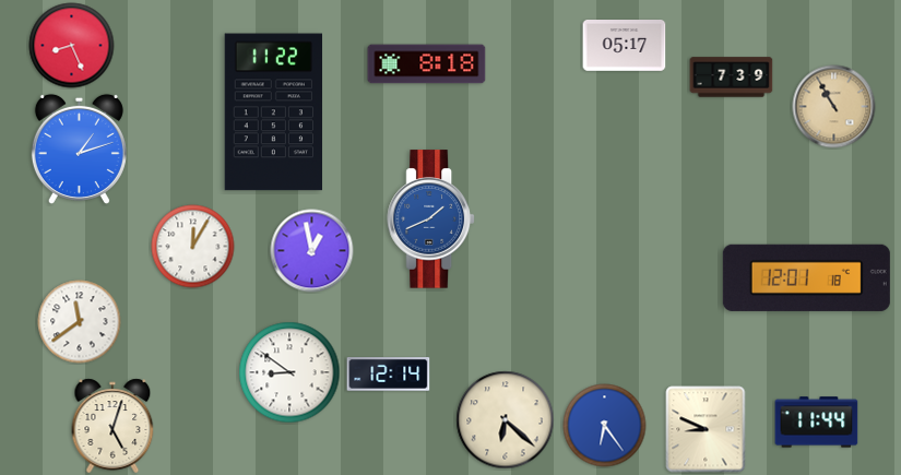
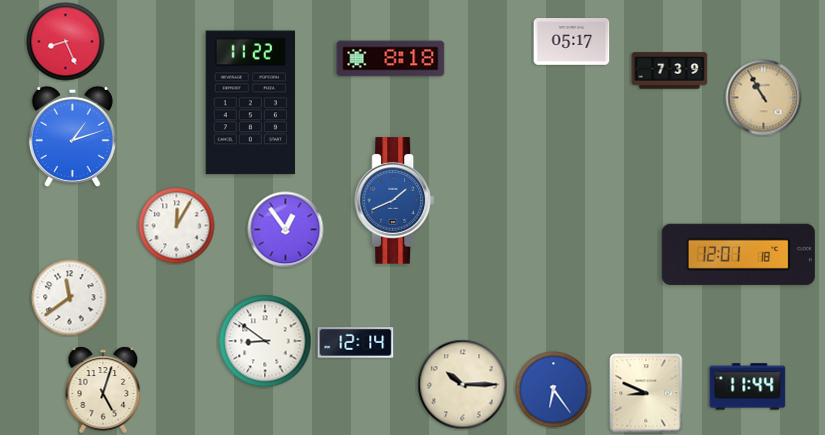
clock at (312, 251): 12:58 -> 12:54
clock at (80, 322) position: (80, 322) -> (70, 298)
clock at (506, 420): 6:22 -> 10:15
